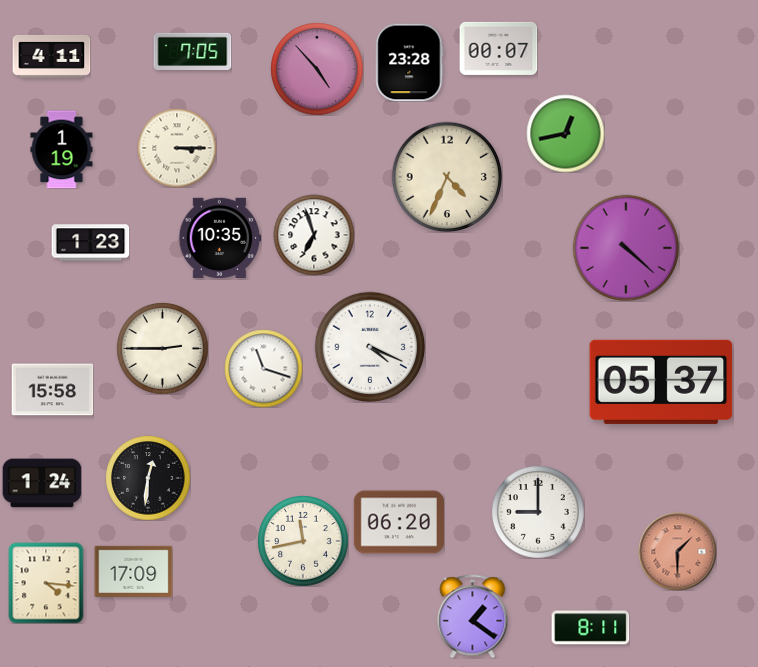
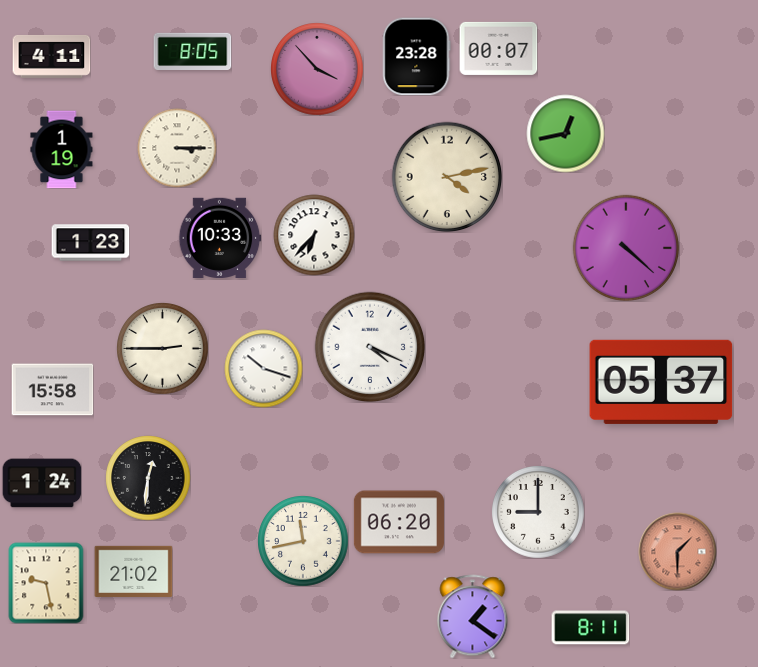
clock at (192, 52): 7:05 -> 8:05
clock at (410, 62) position: (410, 62) -> (417, 56)
clock at (317, 69): 4:53 -> 3:53
clock at (447, 177): 4:34 -> 4:13
clock at (314, 235): 6:57 -> 6:37
clock at (220, 237): 10:35 -> 10:33
clock at (263, 368): 11:18 -> 10:18
clock at (133, 571): 17:09 -> 21:02
clock at (46, 583): 4:16 -> 9:28
